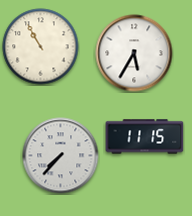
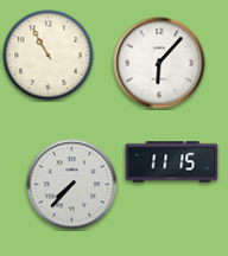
clock at (134, 53): 5:35 -> 6:07
